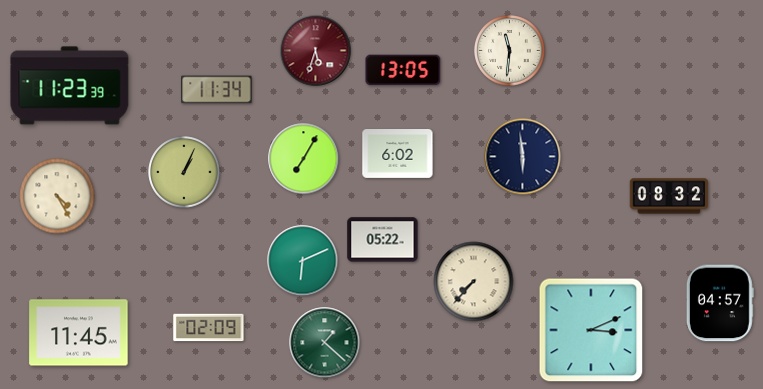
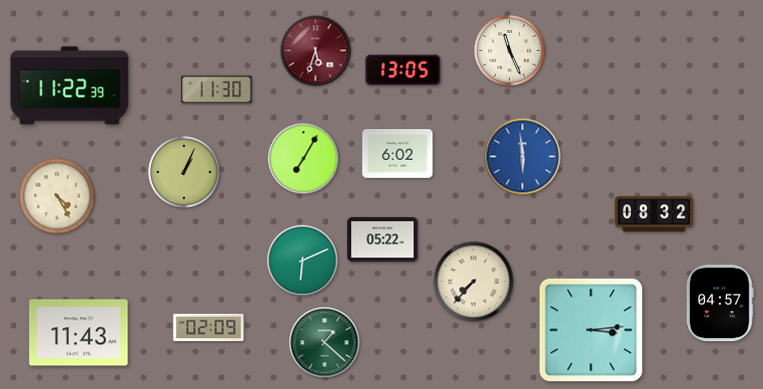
clock at (510, 51): 11:31 -> 11:26
clock at (70, 86): 11:23 -> 11:22
clock at (217, 90): 11:34 -> 11:30
clock at (523, 157) dial: navy -> blue
clock at (669, 196) position: (669, 196) -> (654, 214)
clock at (591, 330): 3:11 -> 3:14
clock at (79, 333): 11:45 -> 11:43
